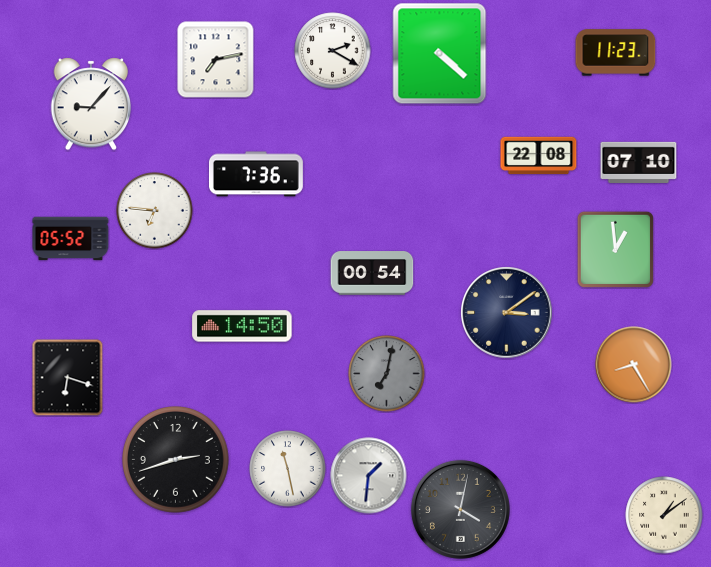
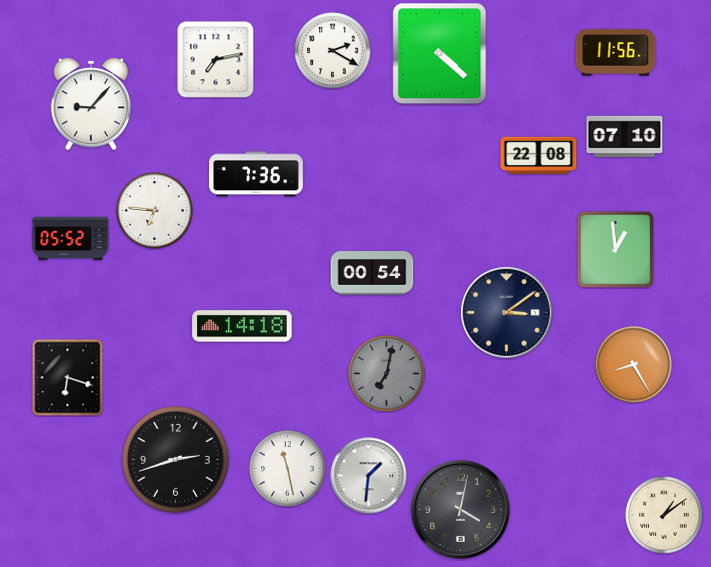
clock at (616, 53): 11:23 -> 11:56
clock at (639, 162) position: (639, 162) -> (625, 136)
clock at (242, 326): 14:50 -> 14:18
